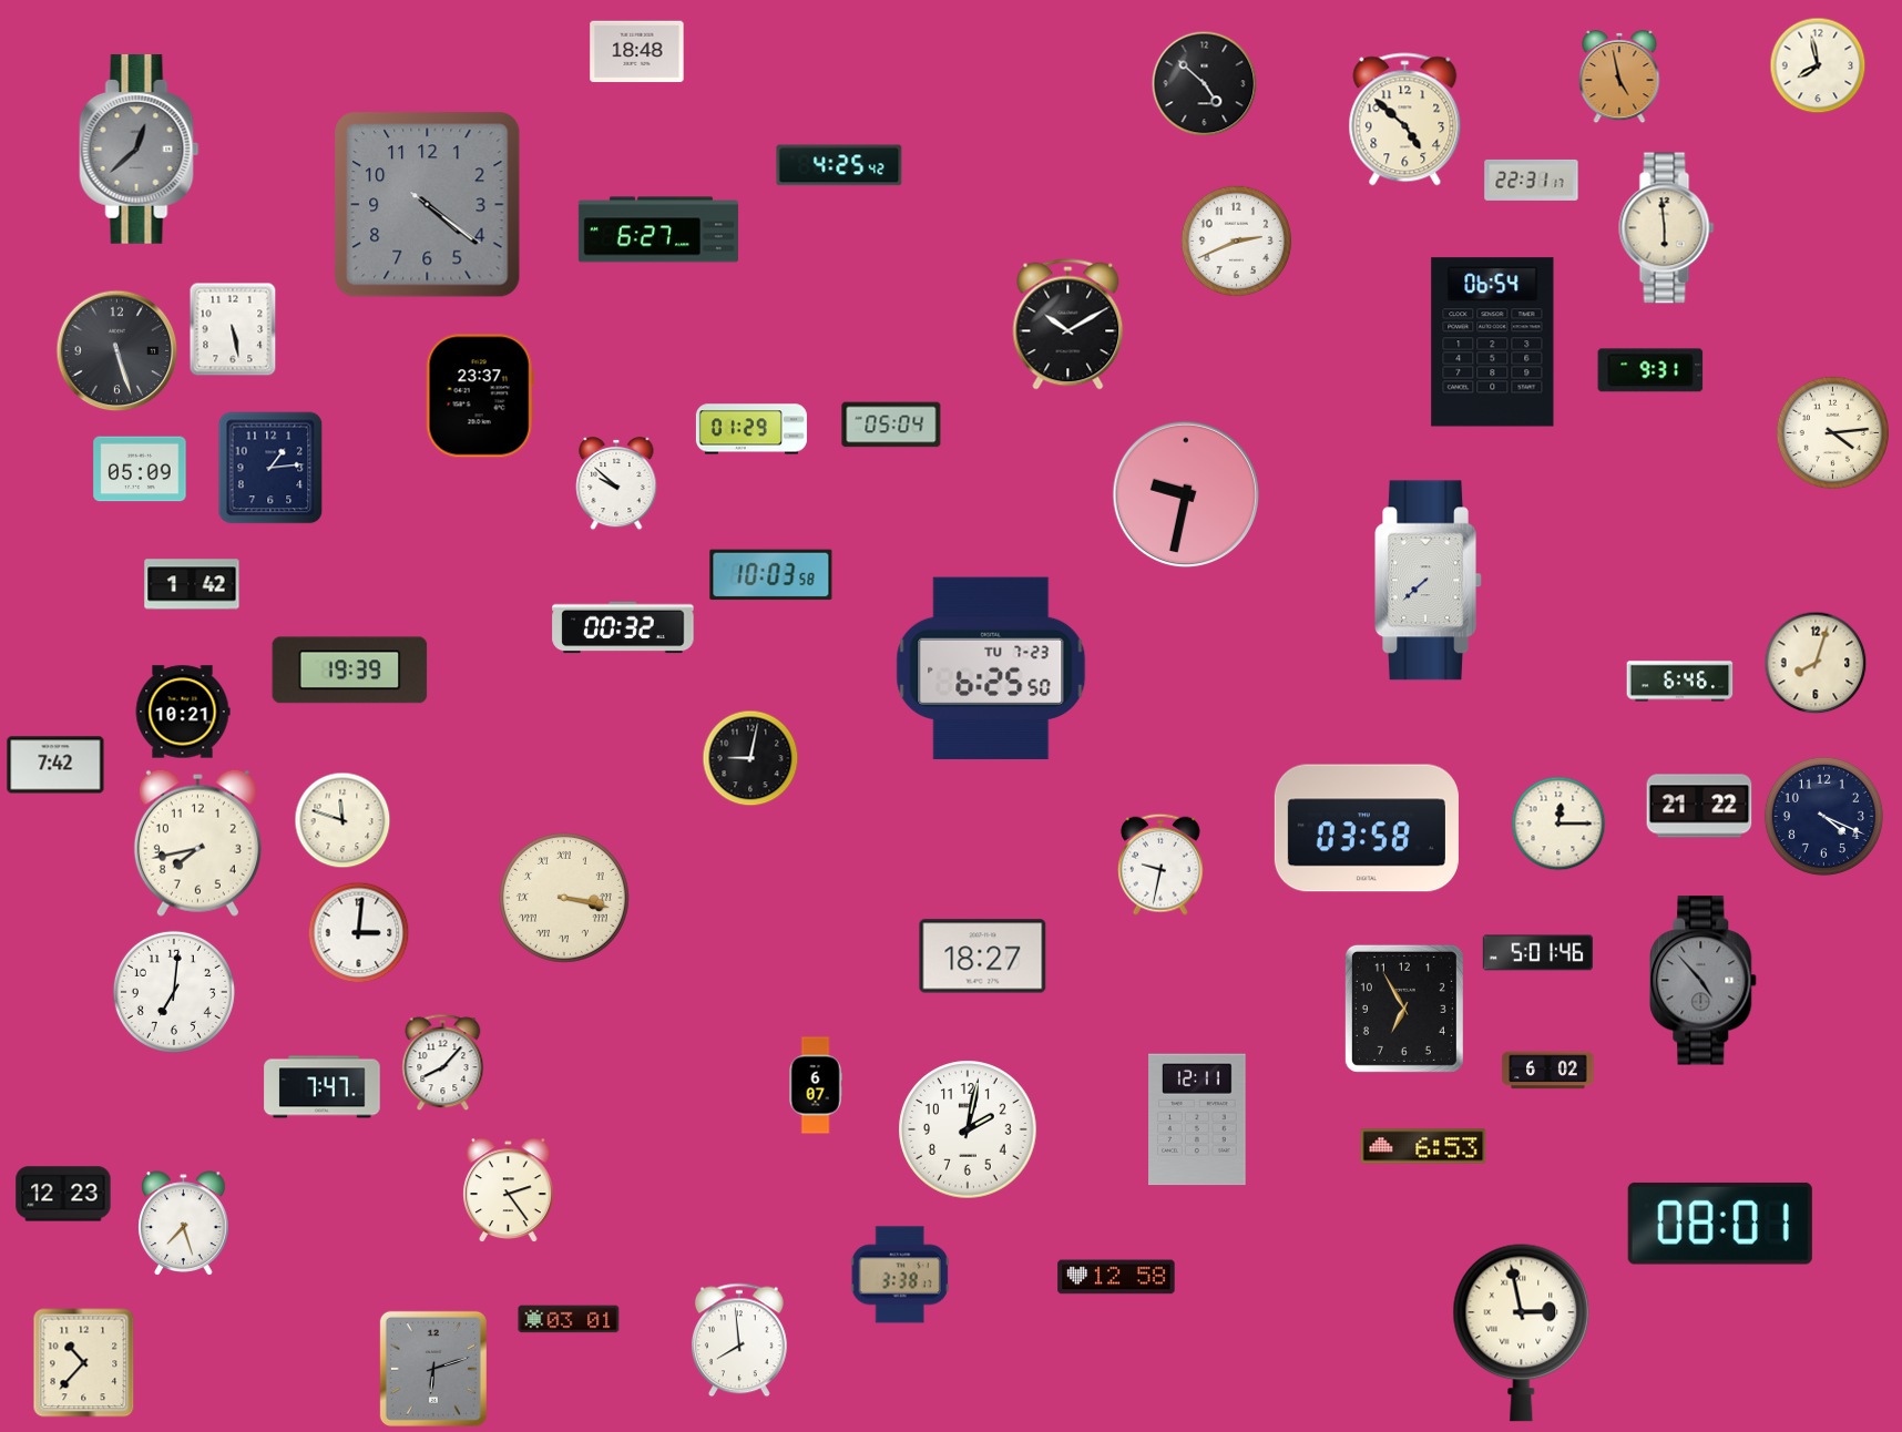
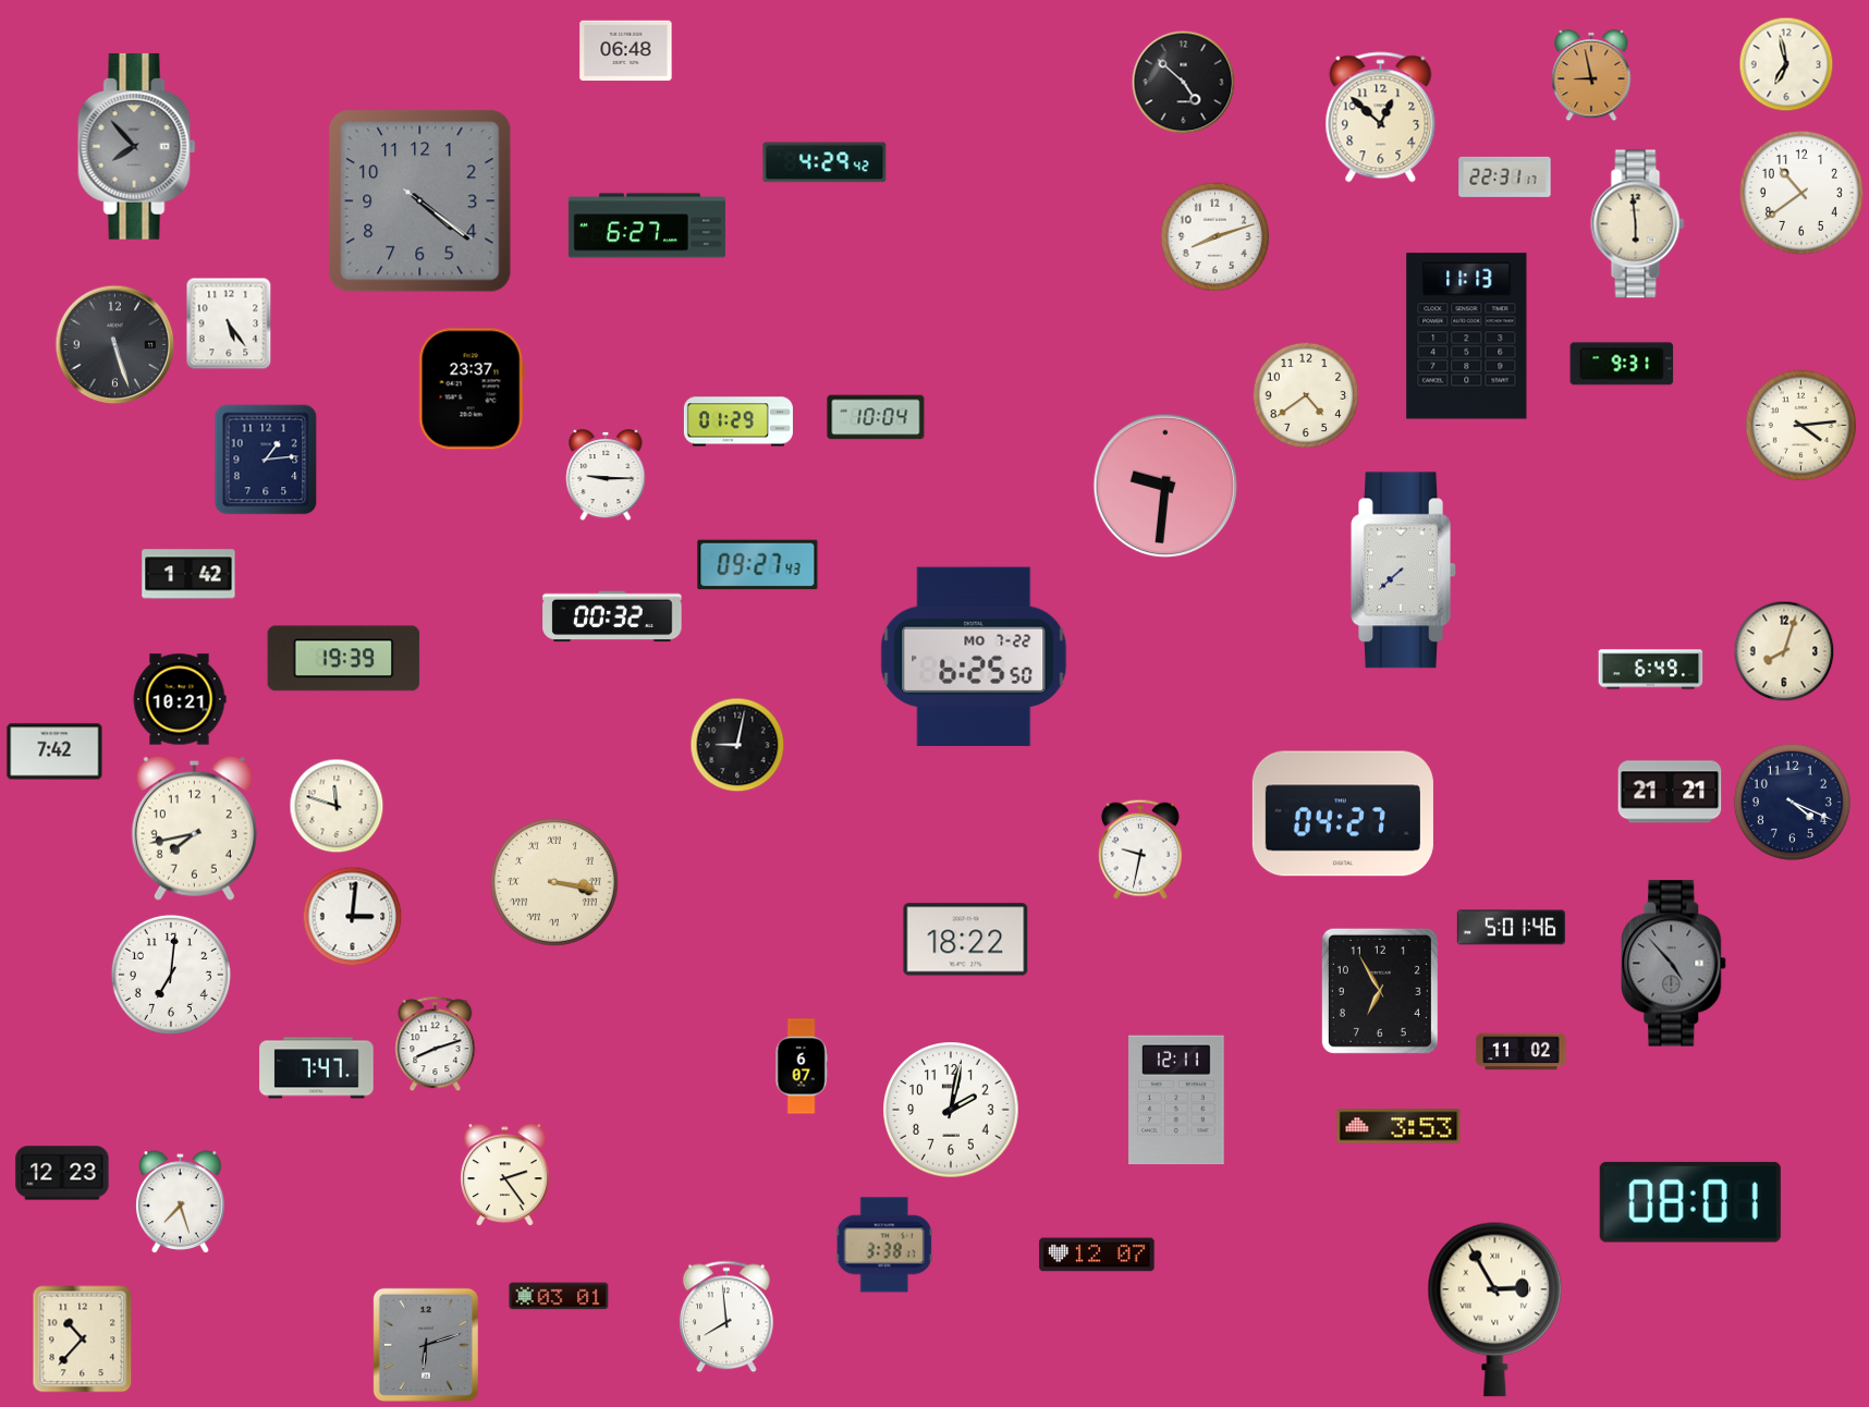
clock at (637, 52): 18:48 -> 06:48
clock at (1818, 65): 7:58 -> 6:58
clock at (1619, 76): 4:58 -> 8:58
clock at (1405, 120): 4:52 -> 12:52
clock at (140, 150): 12:38 -> 7:53
clock at (839, 165): 4:25 -> 4:29
clock at (1801, 193): none -> 10:39
clock at (1237, 242): 2:41 -> 8:12
clock at (1068, 325): 10:10 -> none
clock at (233, 329): 5:28 -> 5:24
clock at (1493, 342): 06:54 -> 11:13
clock at (1306, 395): none -> 4:39
clock at (891, 425): 05:04 -> 10:04
clock at (140, 469): 05:09 -> none
clock at (616, 483): 9:52 -> 9:15
clock at (1186, 494): 9:32 -> 9:31
clock at (771, 575): 10:03 -> 09:27
clock at (991, 668) date: TU 7-23 -> MO 7-22
clock at (1680, 682): 6:46 -> 6:49
clock at (1699, 806): 21:22 -> 21:21
clock at (1558, 824): 12:15 -> none
clock at (1367, 828): 03:58 -> 04:27
clock at (1537, 953) position: (1537, 953) -> (1511, 928)
clock at (983, 957): 18:27 -> 18:22
clock at (443, 1063): 8:07 -> 8:12
clock at (1548, 1071): 6:02 -> 11:02
clock at (1423, 1146): 6:53 -> 3:53
clock at (509, 1189) position: (509, 1189) -> (505, 1174)
clock at (900, 1275) position: (900, 1275) -> (884, 1245)
clock at (1116, 1277): 12:58 -> 12:07
clock at (1522, 1332): 2:58 -> 2:55
